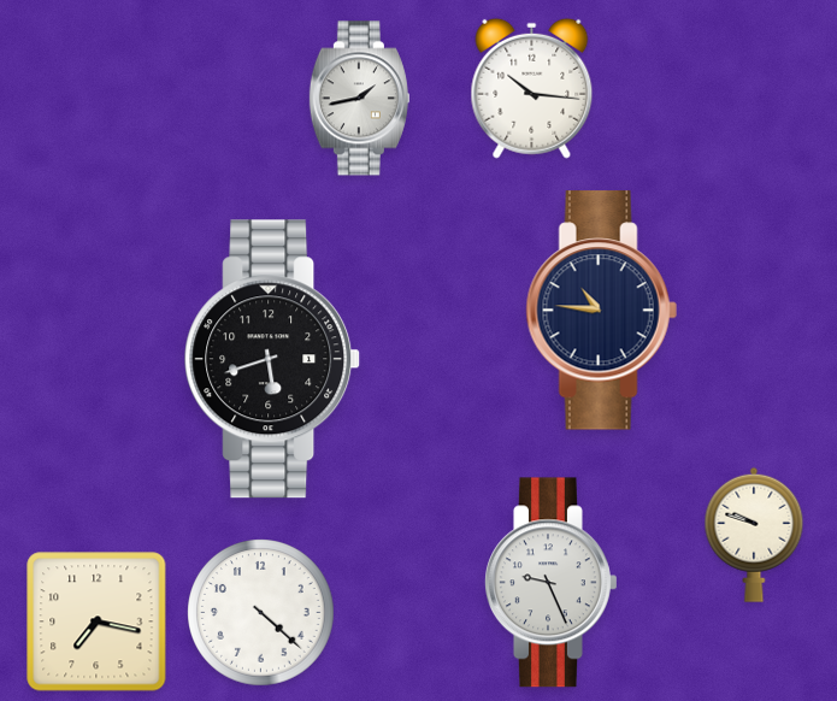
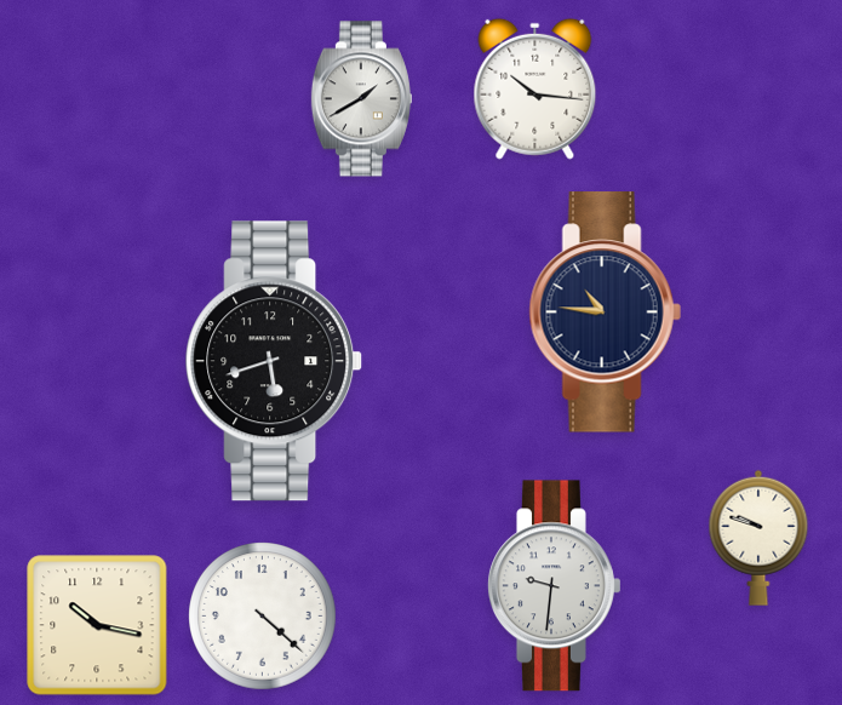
clock at (359, 99): 1:43 -> 1:40
clock at (552, 583): 9:26 -> 9:31
clock at (96, 622): 7:17 -> 10:17
